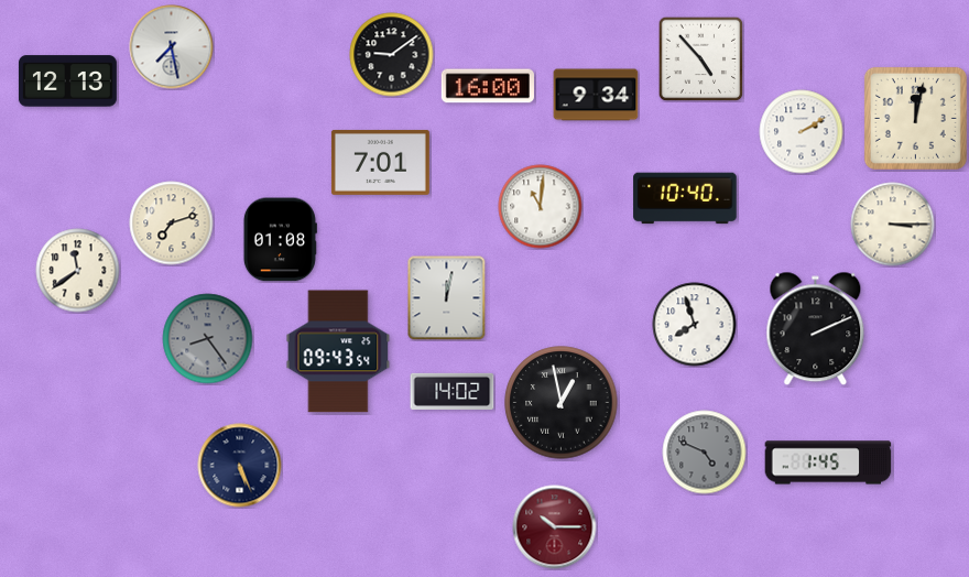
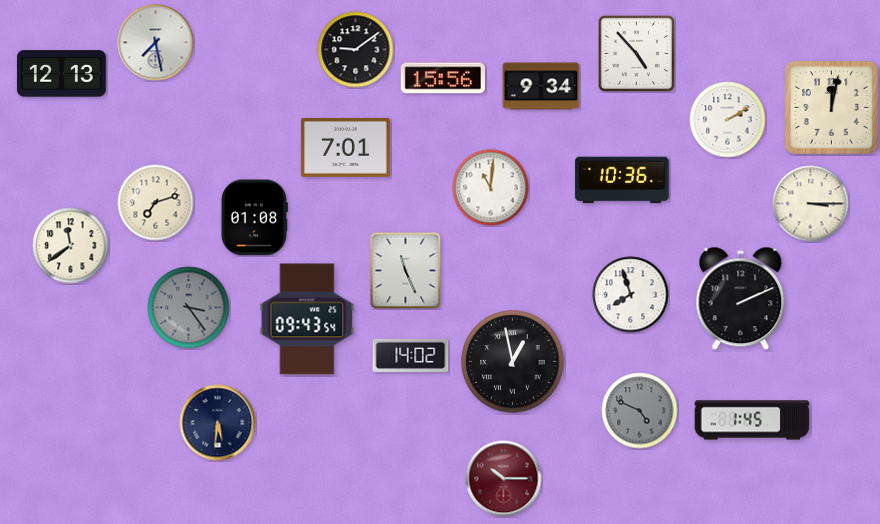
clock at (488, 86): 16:00 -> 15:56
clock at (685, 198): 10:40 -> 10:36
clock at (447, 298): 12:02 -> 11:26
clock at (208, 339): 8:24 -> 3:24
clock at (562, 403) position: (562, 403) -> (513, 362)
clock at (240, 466): 5:26 -> 5:31
